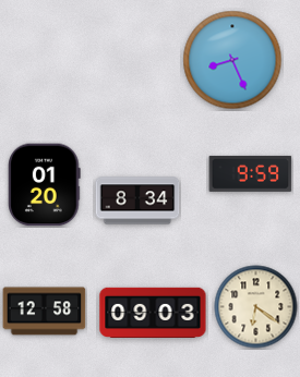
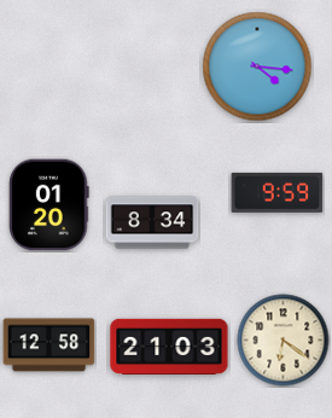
clock at (232, 60): 8:26 -> 4:16
clock at (153, 312): 09:03 -> 21:03
